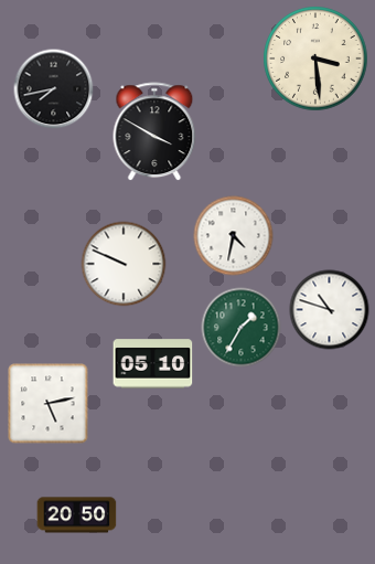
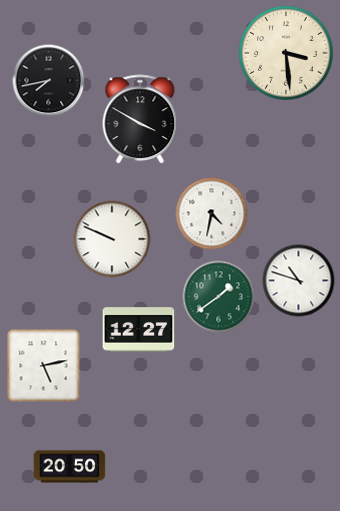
clock at (242, 328): 1:35 -> 1:39
clock at (153, 364): 05:10 -> 12:27
